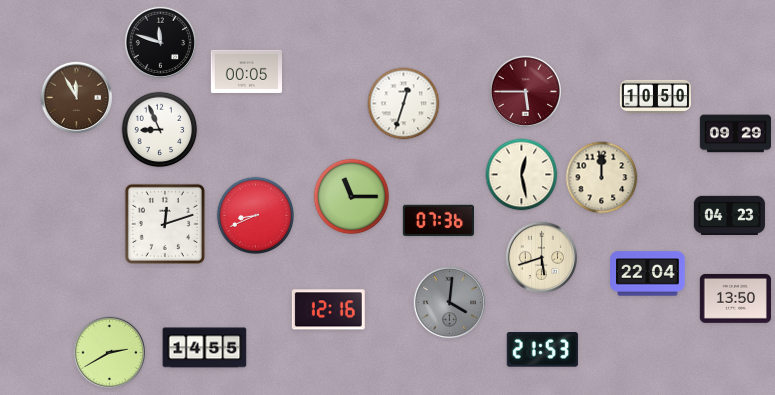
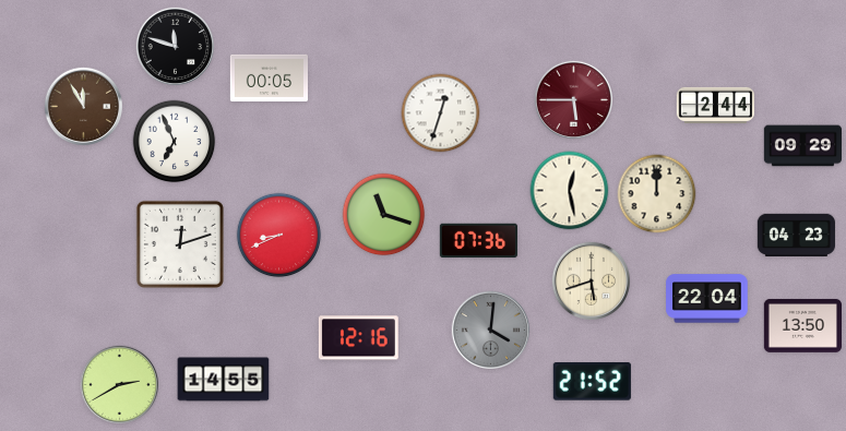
clock at (655, 96): 10:50 -> 2:44
clock at (160, 130): 8:56 -> 6:56
clock at (352, 197): 11:15 -> 11:18
clock at (542, 350): 21:53 -> 21:52
